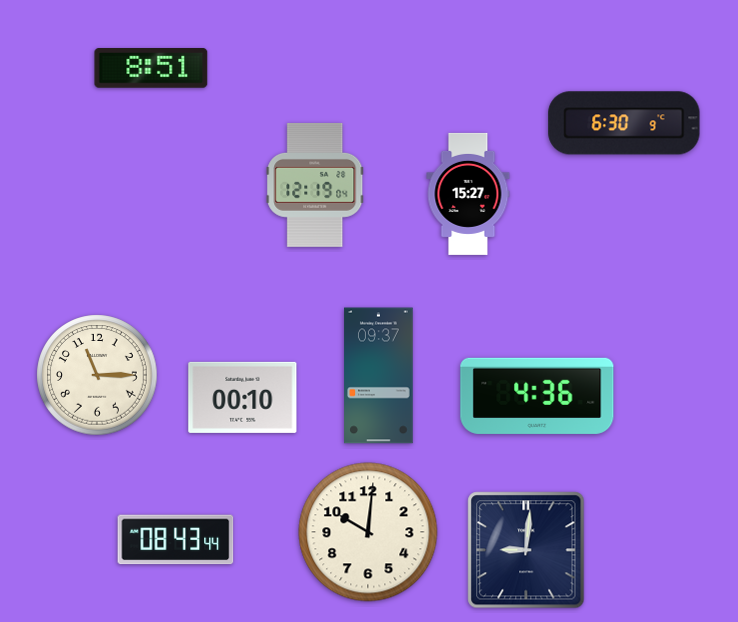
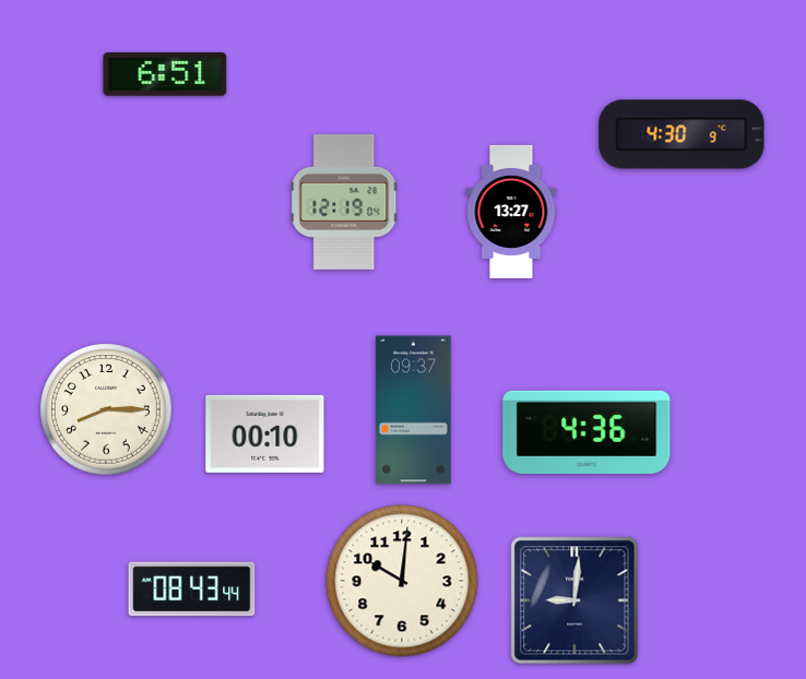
clock at (151, 69): 8:51 -> 6:51
clock at (624, 123): 6:30 -> 4:30
clock at (468, 194): 15:27 -> 13:27
clock at (97, 375): 11:15 -> 8:15
